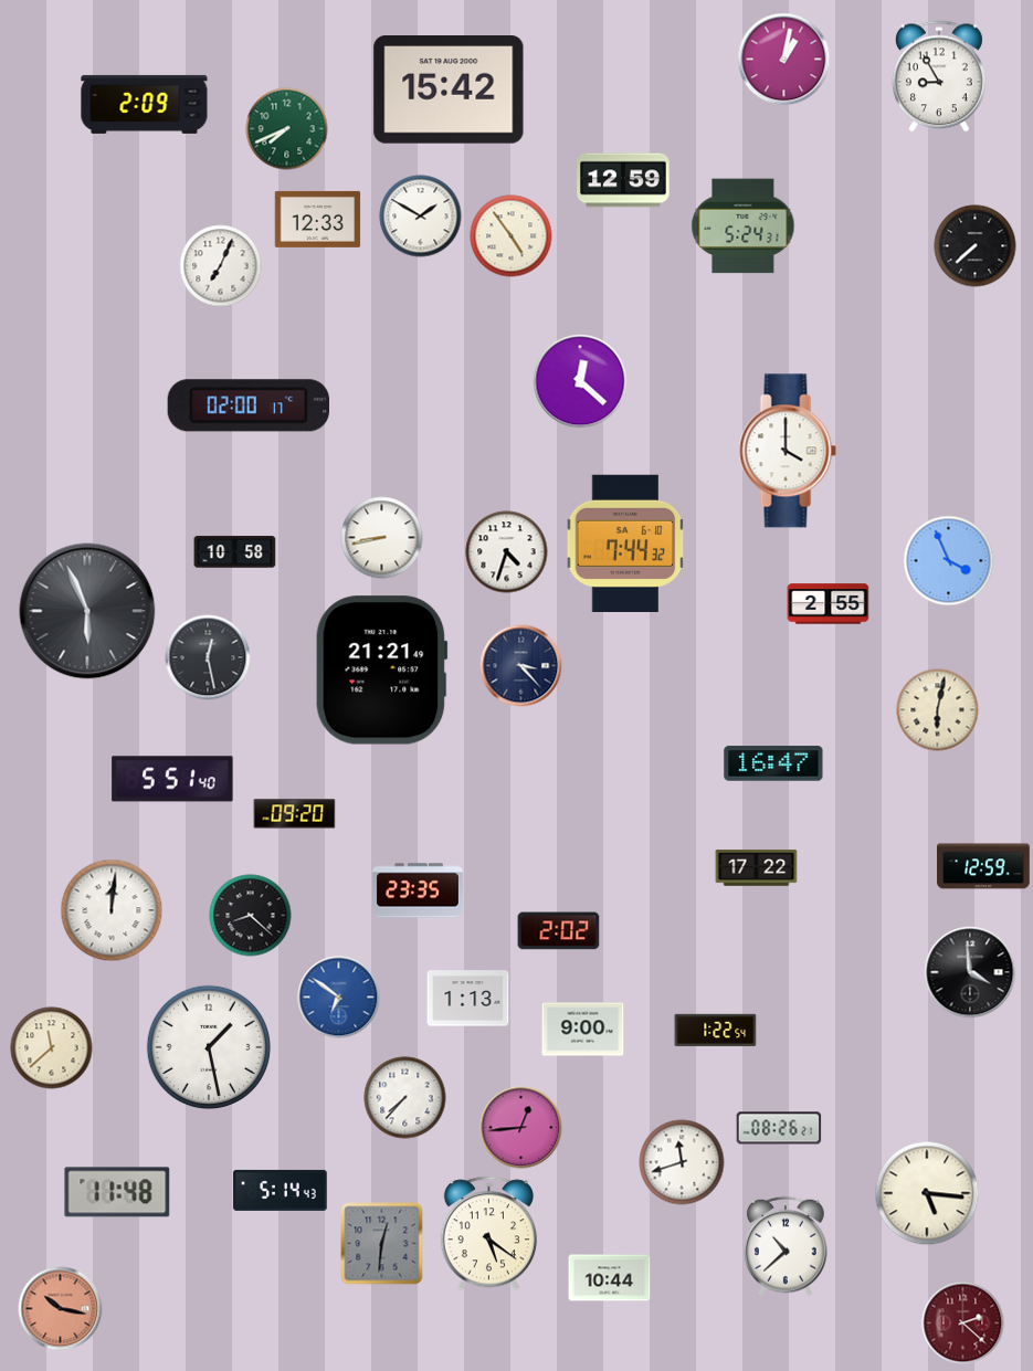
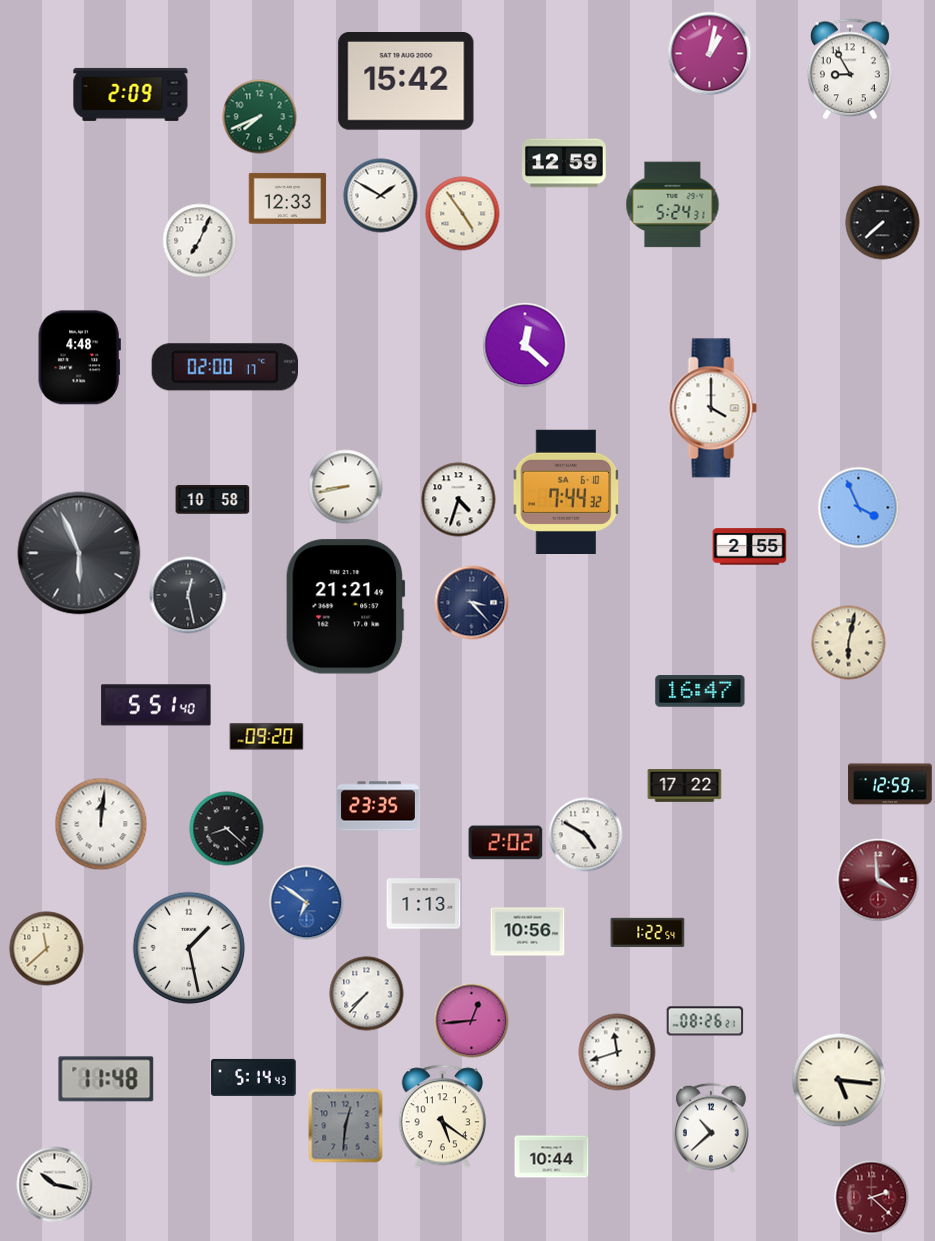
clock at (79, 358): none -> 4:48
clock at (586, 835): none -> 4:50
clock at (970, 972) dial: black -> burgundy
clock at (583, 1030): 9:00 -> 10:56
clock at (61, 1309) dial: salmon -> white
